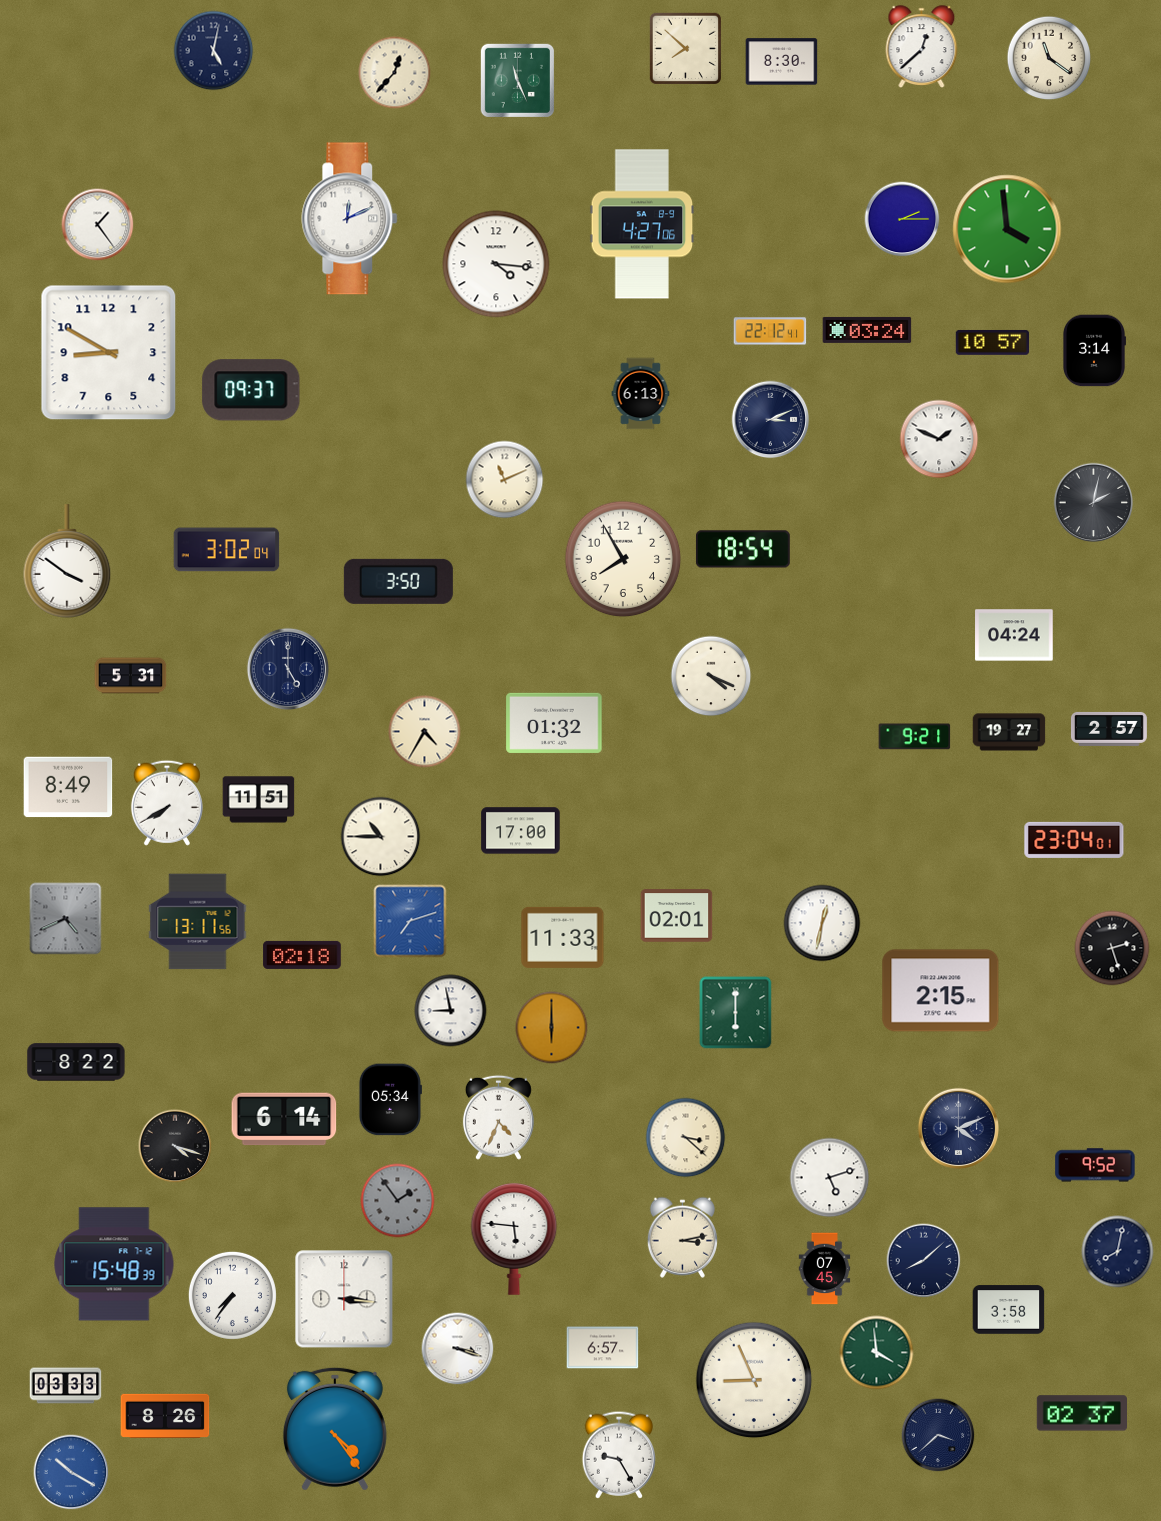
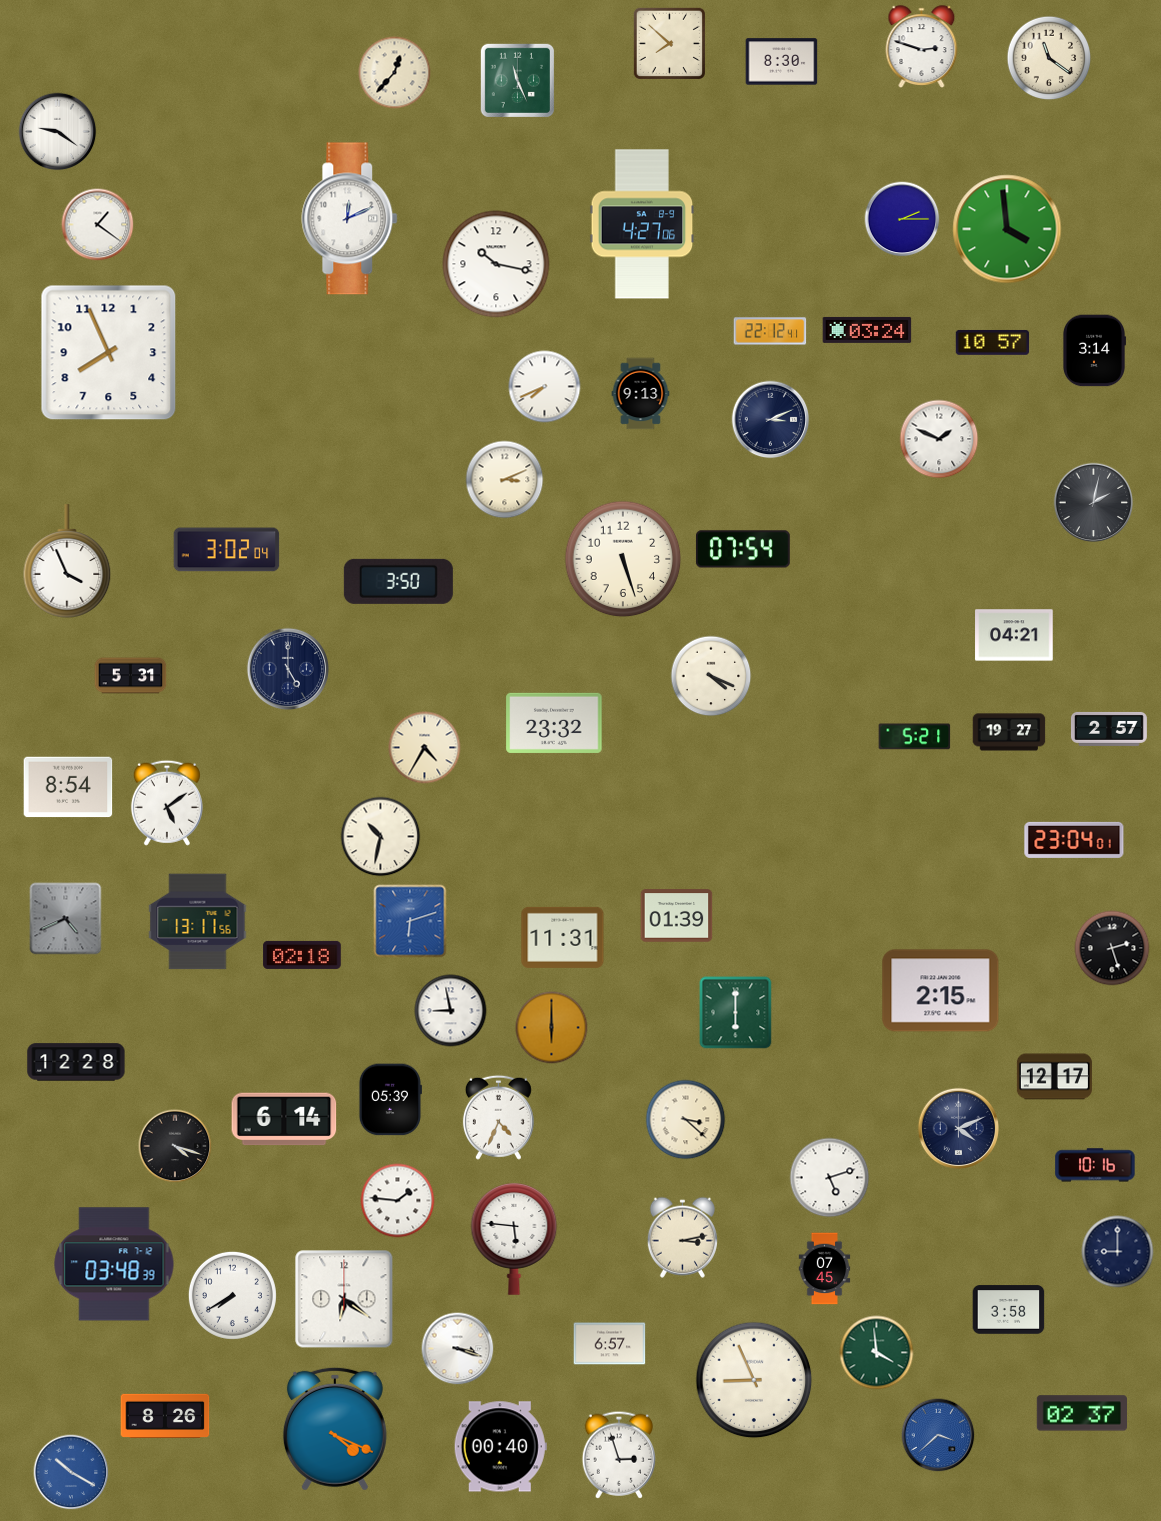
clock at (922, 47): 12:38 -> 2:48
clock at (686, 49) position: (686, 49) -> (670, 44)
clock at (214, 51): 5:02 -> none
clock at (58, 132): none -> 9:21
clock at (98, 225): 1:24 -> 1:21
clock at (496, 264): 4:16 -> 10:17
clock at (109, 353): 8:50 -> 7:56
clock at (545, 387): none -> 7:41
clock at (251, 390): 09:37 -> none
clock at (641, 394): 6:13 -> 9:13
clock at (505, 480): 11:11 -> 3:11
clock at (743, 549): 18:54 -> 07:54
clock at (623, 559): 7:55 -> 5:27
clock at (67, 561): 3:51 -> 3:56
clock at (1014, 635): 04:24 -> 04:21
clock at (554, 723): 01:32 -> 23:32
clock at (425, 732) position: (425, 732) -> (425, 748)
clock at (915, 737): 9:21 -> 5:21
clock at (68, 787): 8:49 -> 8:54
clock at (259, 800): 11:51 -> none
clock at (167, 803): 7:40 -> 5:09
clock at (521, 831): 17:00 -> none
clock at (381, 837): 10:45 -> 10:32
clock at (677, 916): 02:01 -> 01:39
clock at (410, 921): 7:12 -> 6:12
clock at (822, 923): 12:32 -> none
clock at (563, 937): 11:33 -> 11:31
clock at (76, 1062): 8:22 -> 12:28
clock at (1054, 1077): none -> 12:17
clock at (390, 1100): 05:34 -> 05:39
clock at (686, 1138) position: (686, 1138) -> (686, 1120)
clock at (1095, 1165): 9:52 -> 10:16
clock at (398, 1201): 1:54 -> 1:46
clock at (398, 1201) dial: grey -> white
clock at (1118, 1252): 8:02 -> 9:00
clock at (924, 1261): 8:08 -> none
clock at (114, 1264): 15:48 -> 03:48
clock at (232, 1295): 7:36 -> 7:40
clock at (344, 1299): 3:16 -> 6:21
clock at (603, 1348) position: (603, 1348) -> (610, 1344)
clock at (66, 1386): 03:33 -> none
clock at (335, 1429): 4:24 -> 4:19
clock at (938, 1435) dial: navy -> blue
clock at (500, 1447): none -> 00:40
clock at (619, 1455): 9:25 -> 2:57
